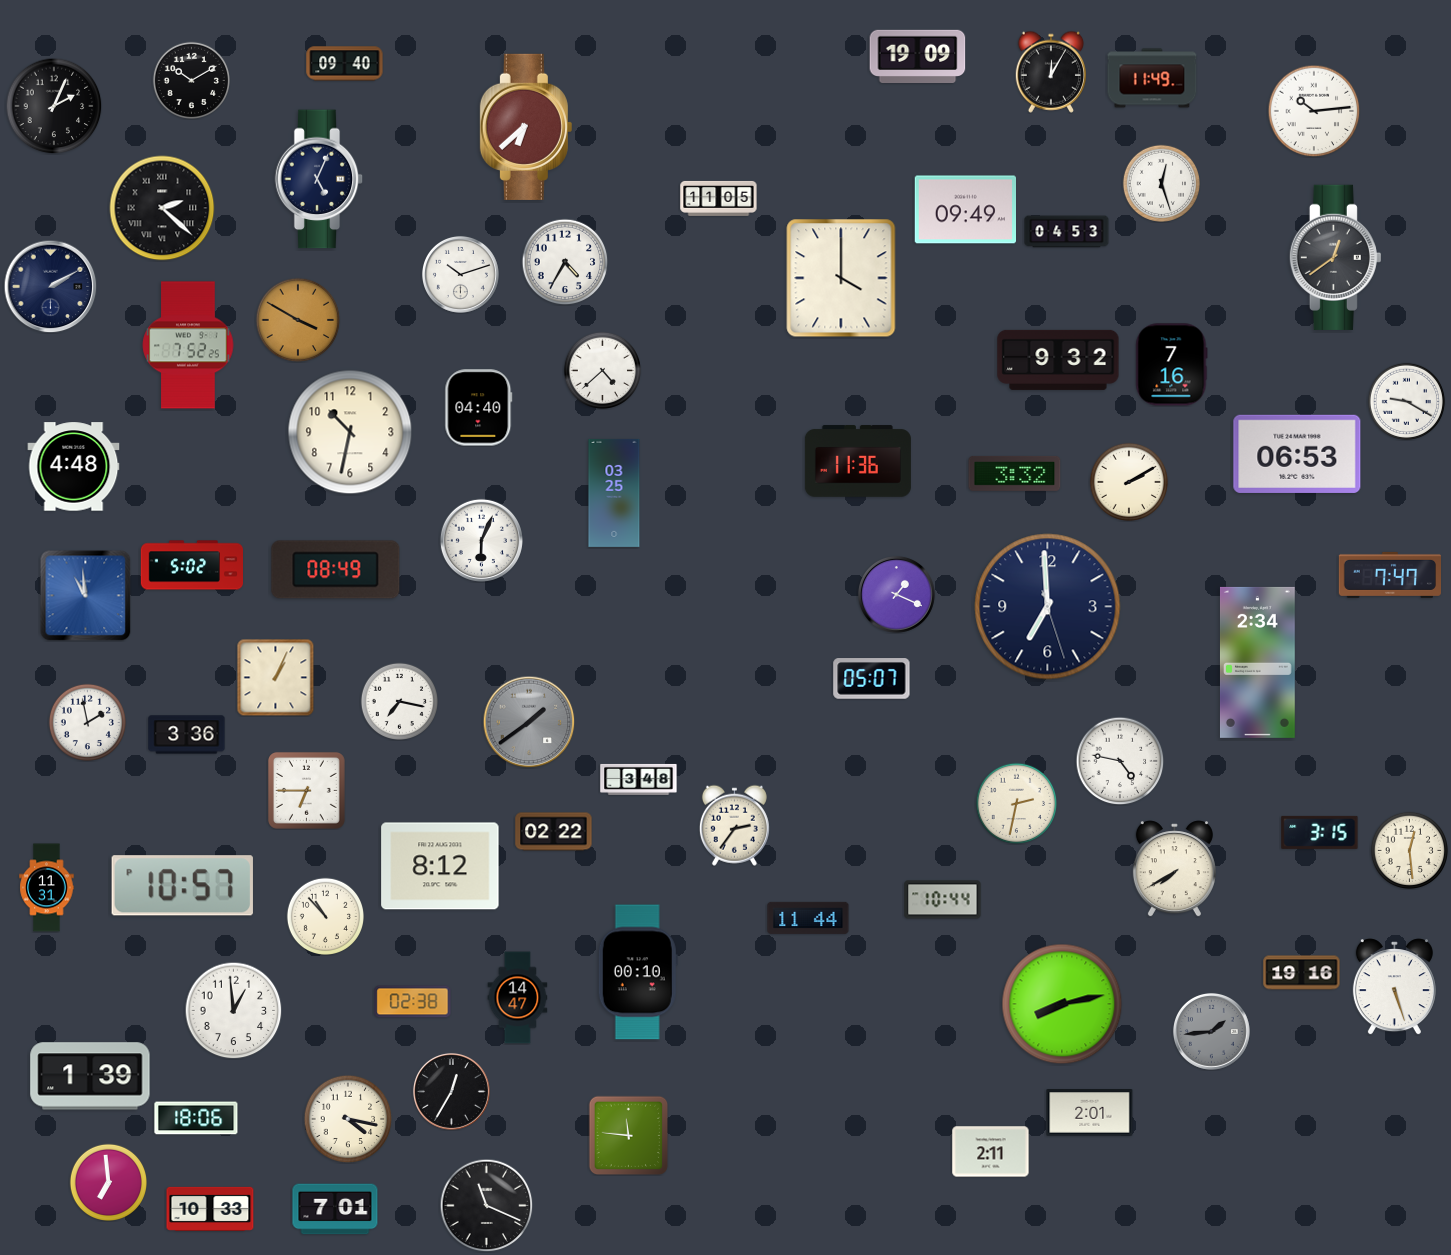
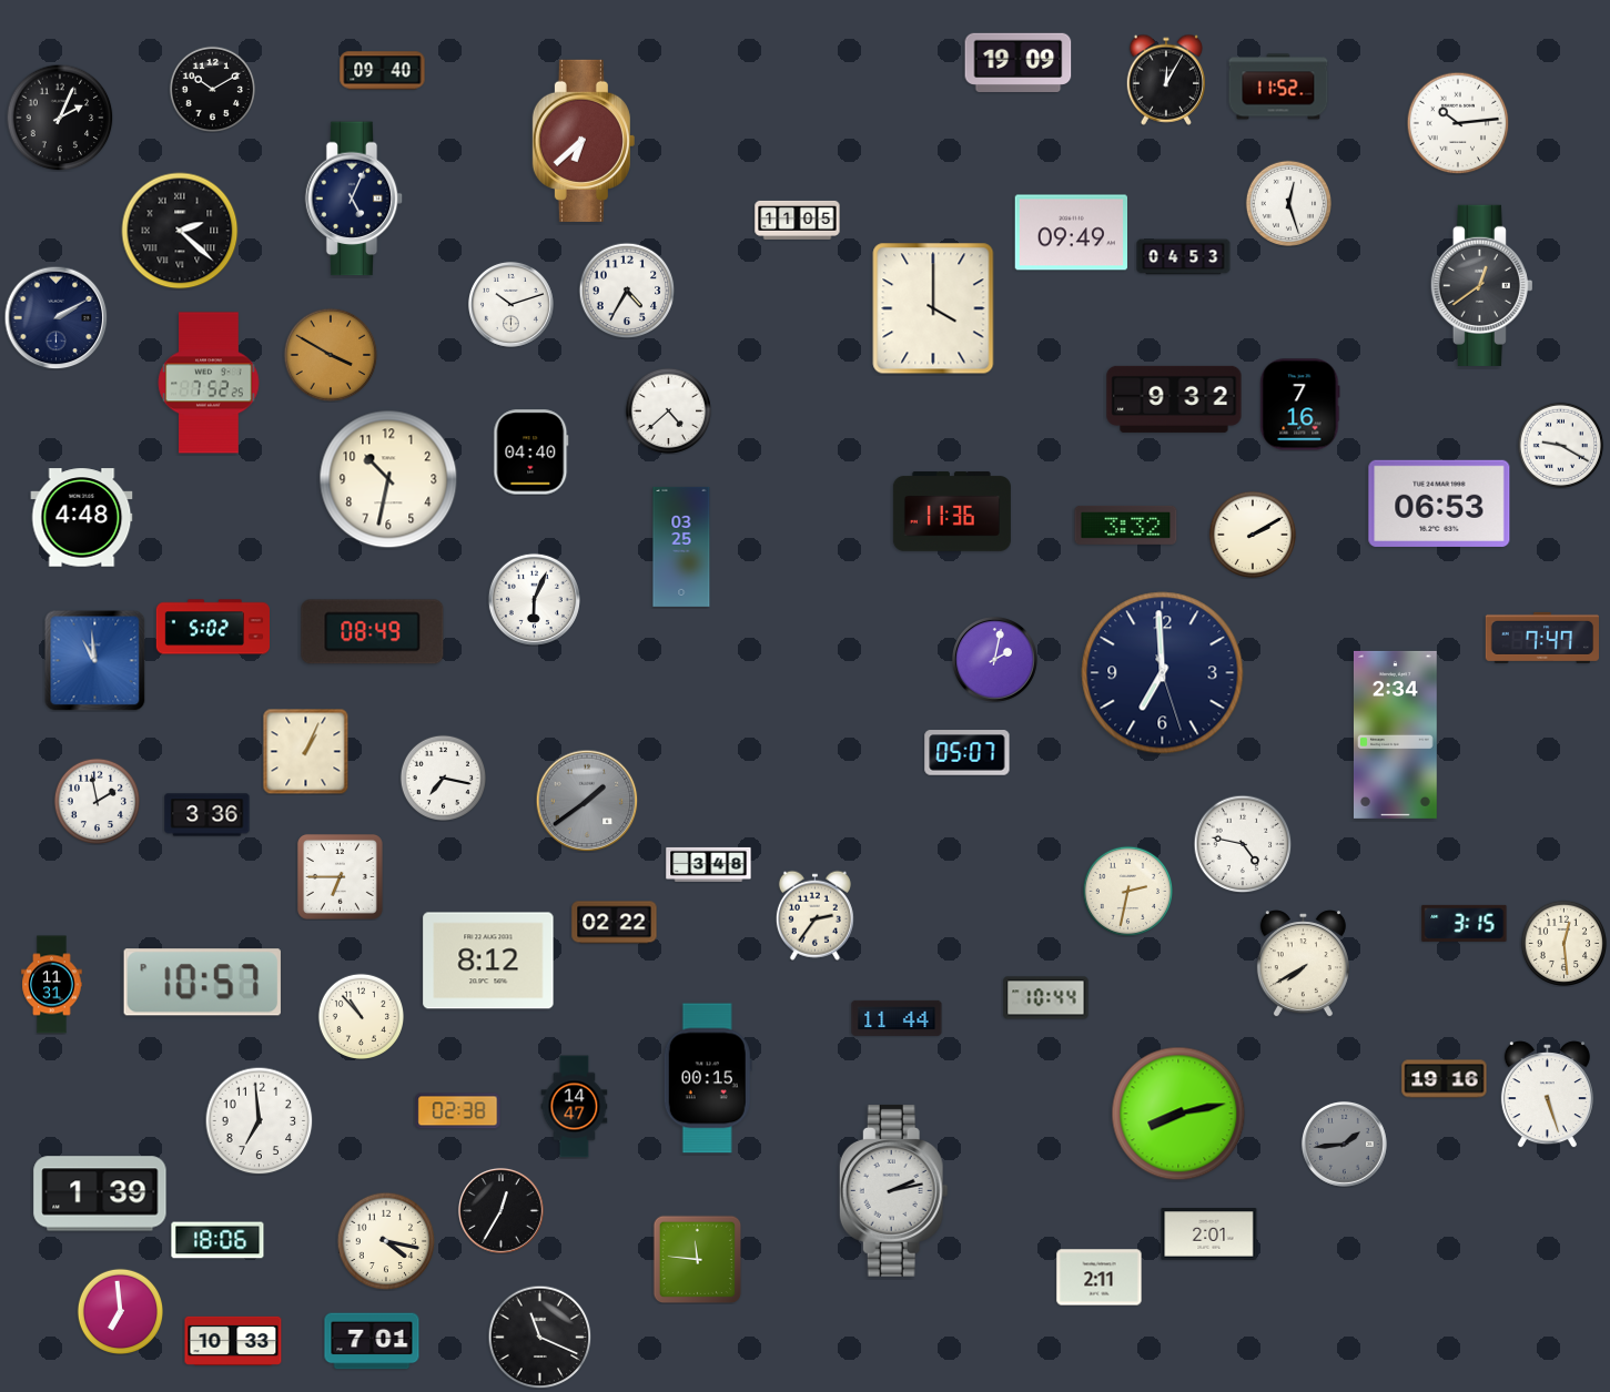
clock at (1152, 78): 11:49 -> 11:52
clock at (896, 594): 1:19 -> 2:02
clock at (638, 972): 00:10 -> 00:15
clock at (233, 1010): 12:59 -> 6:59
clock at (893, 1190): none -> 2:13
